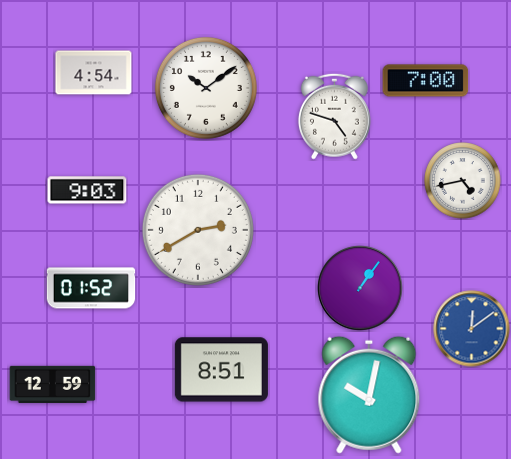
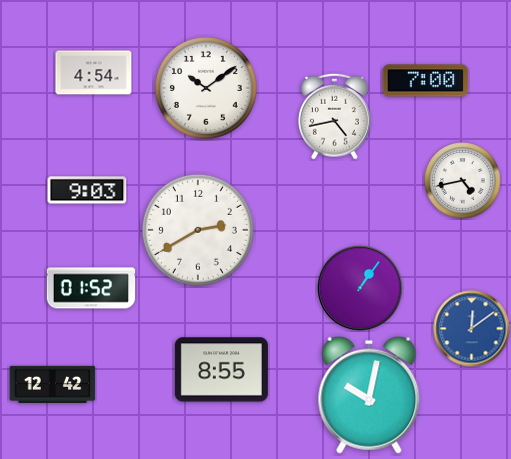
clock at (334, 116): 4:48 -> 4:43
clock at (221, 370): 8:51 -> 8:55
clock at (53, 384): 12:59 -> 12:42
